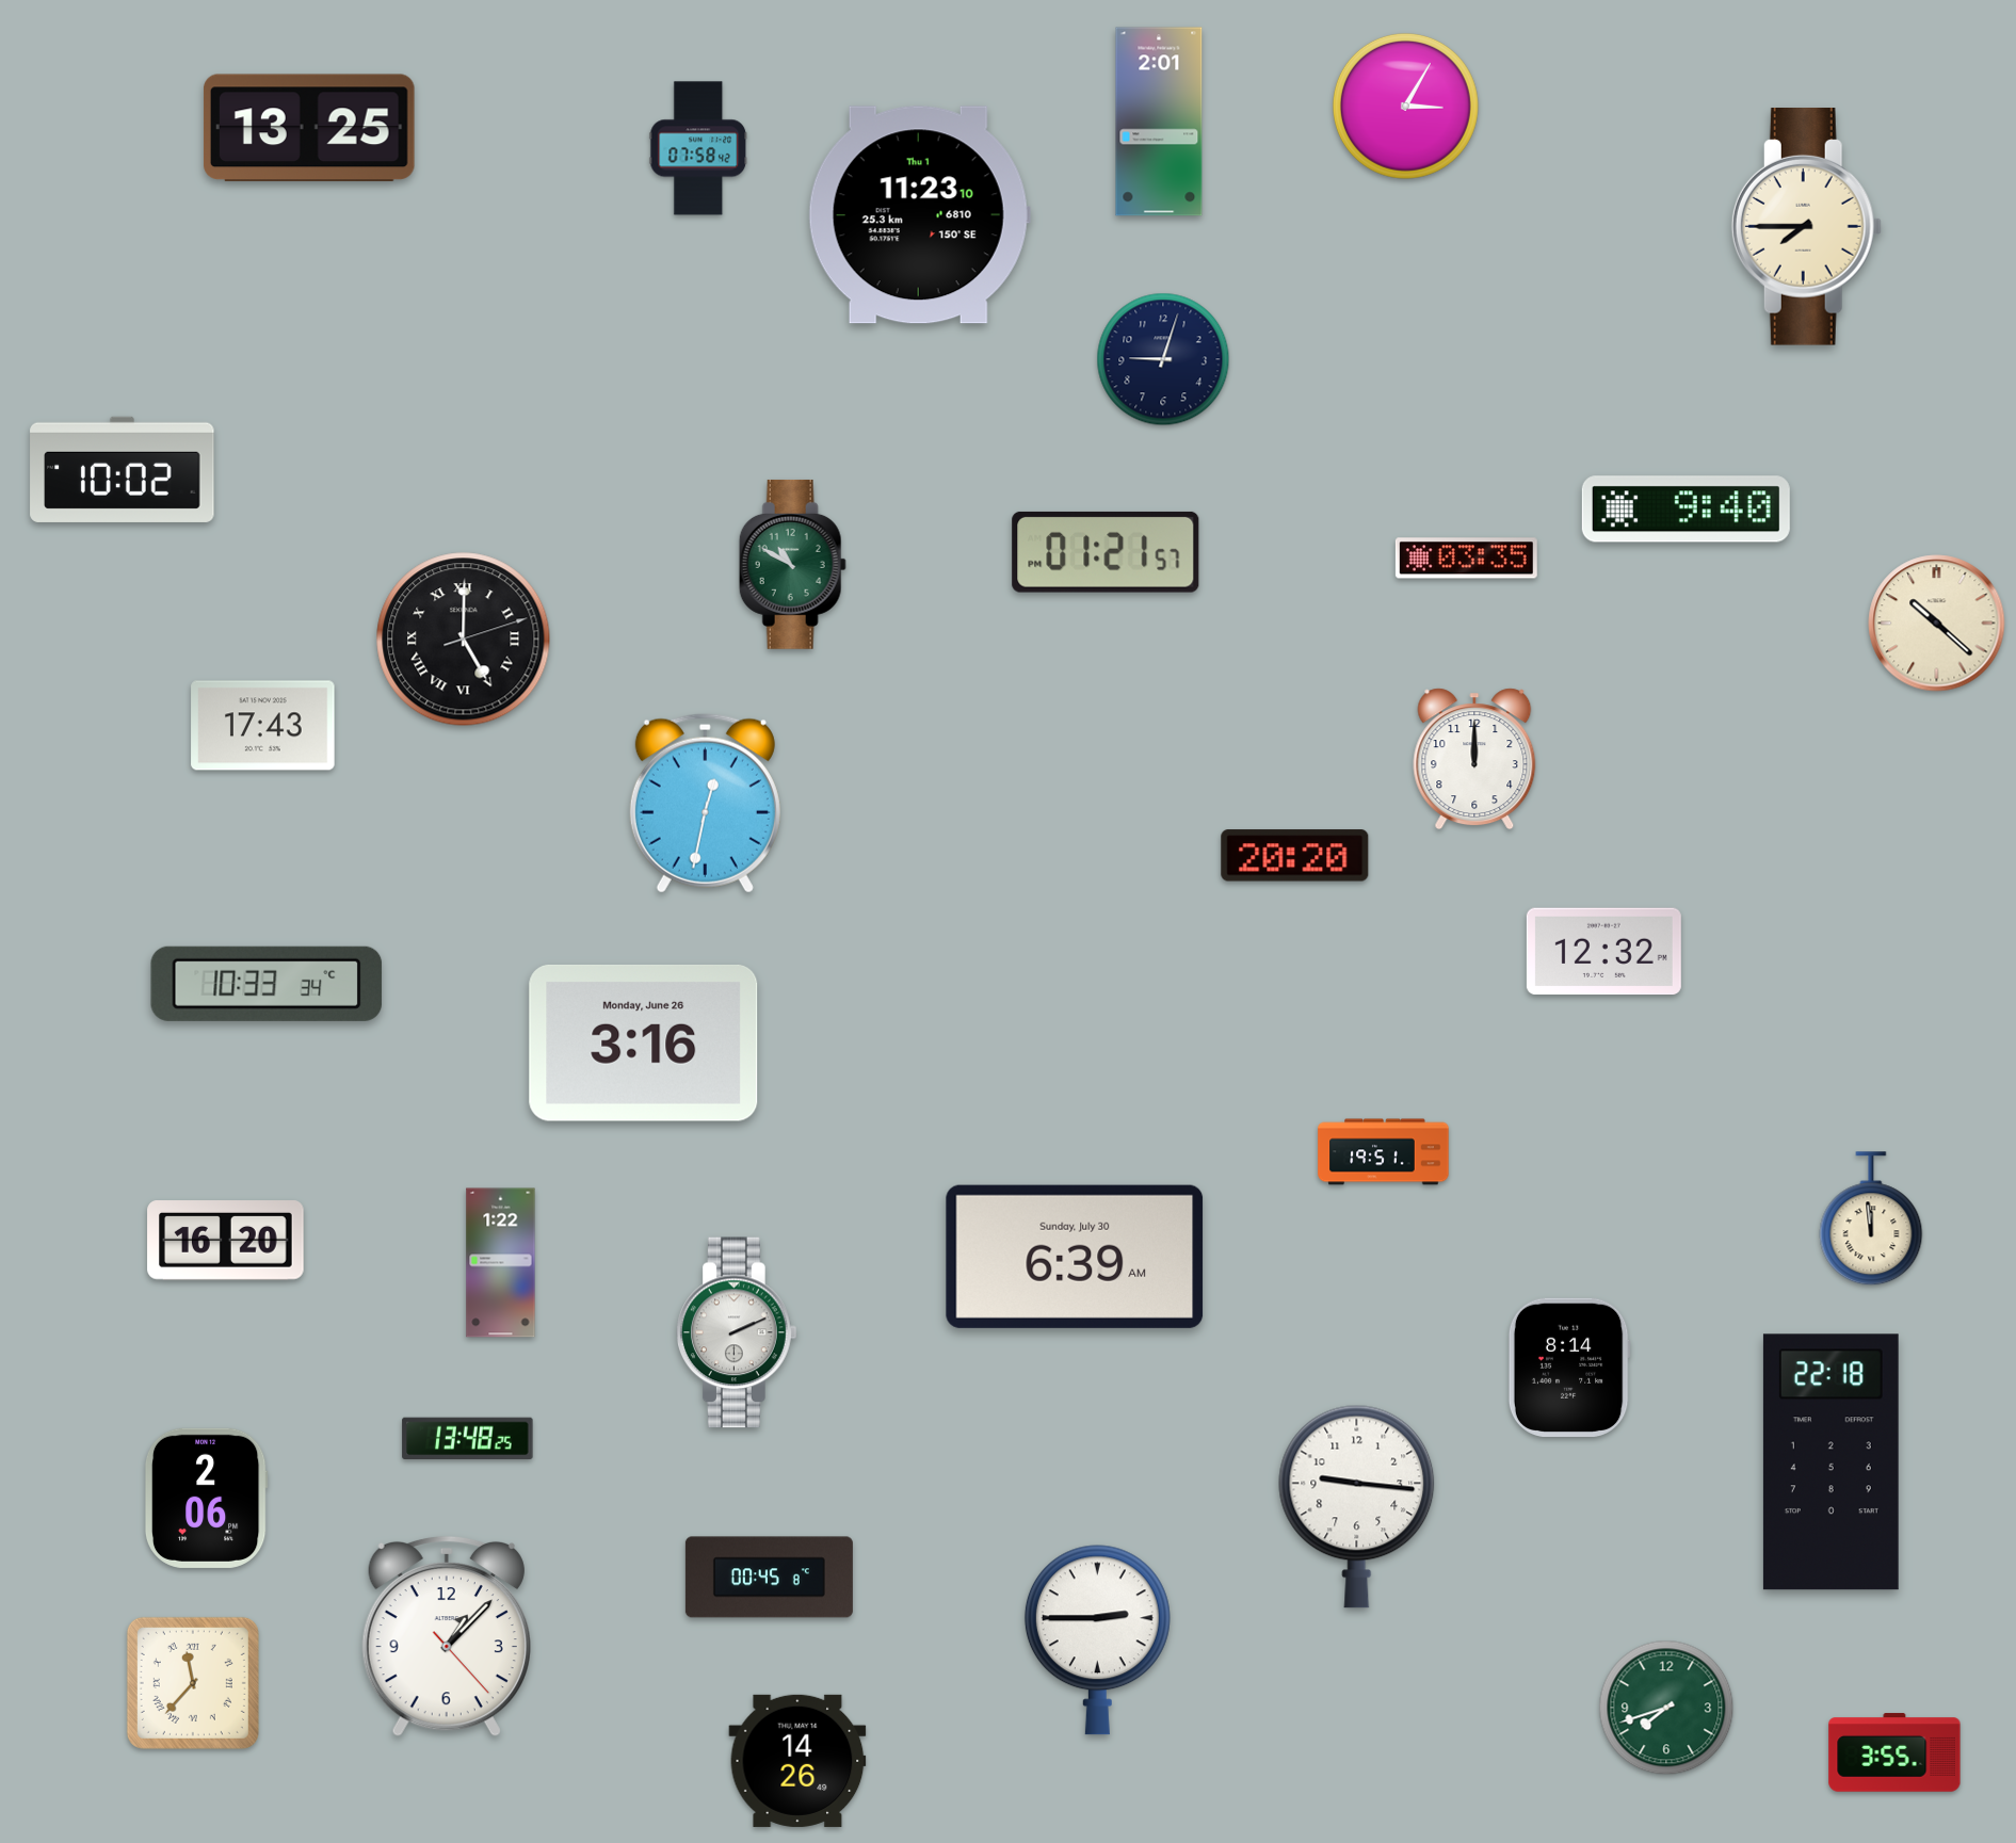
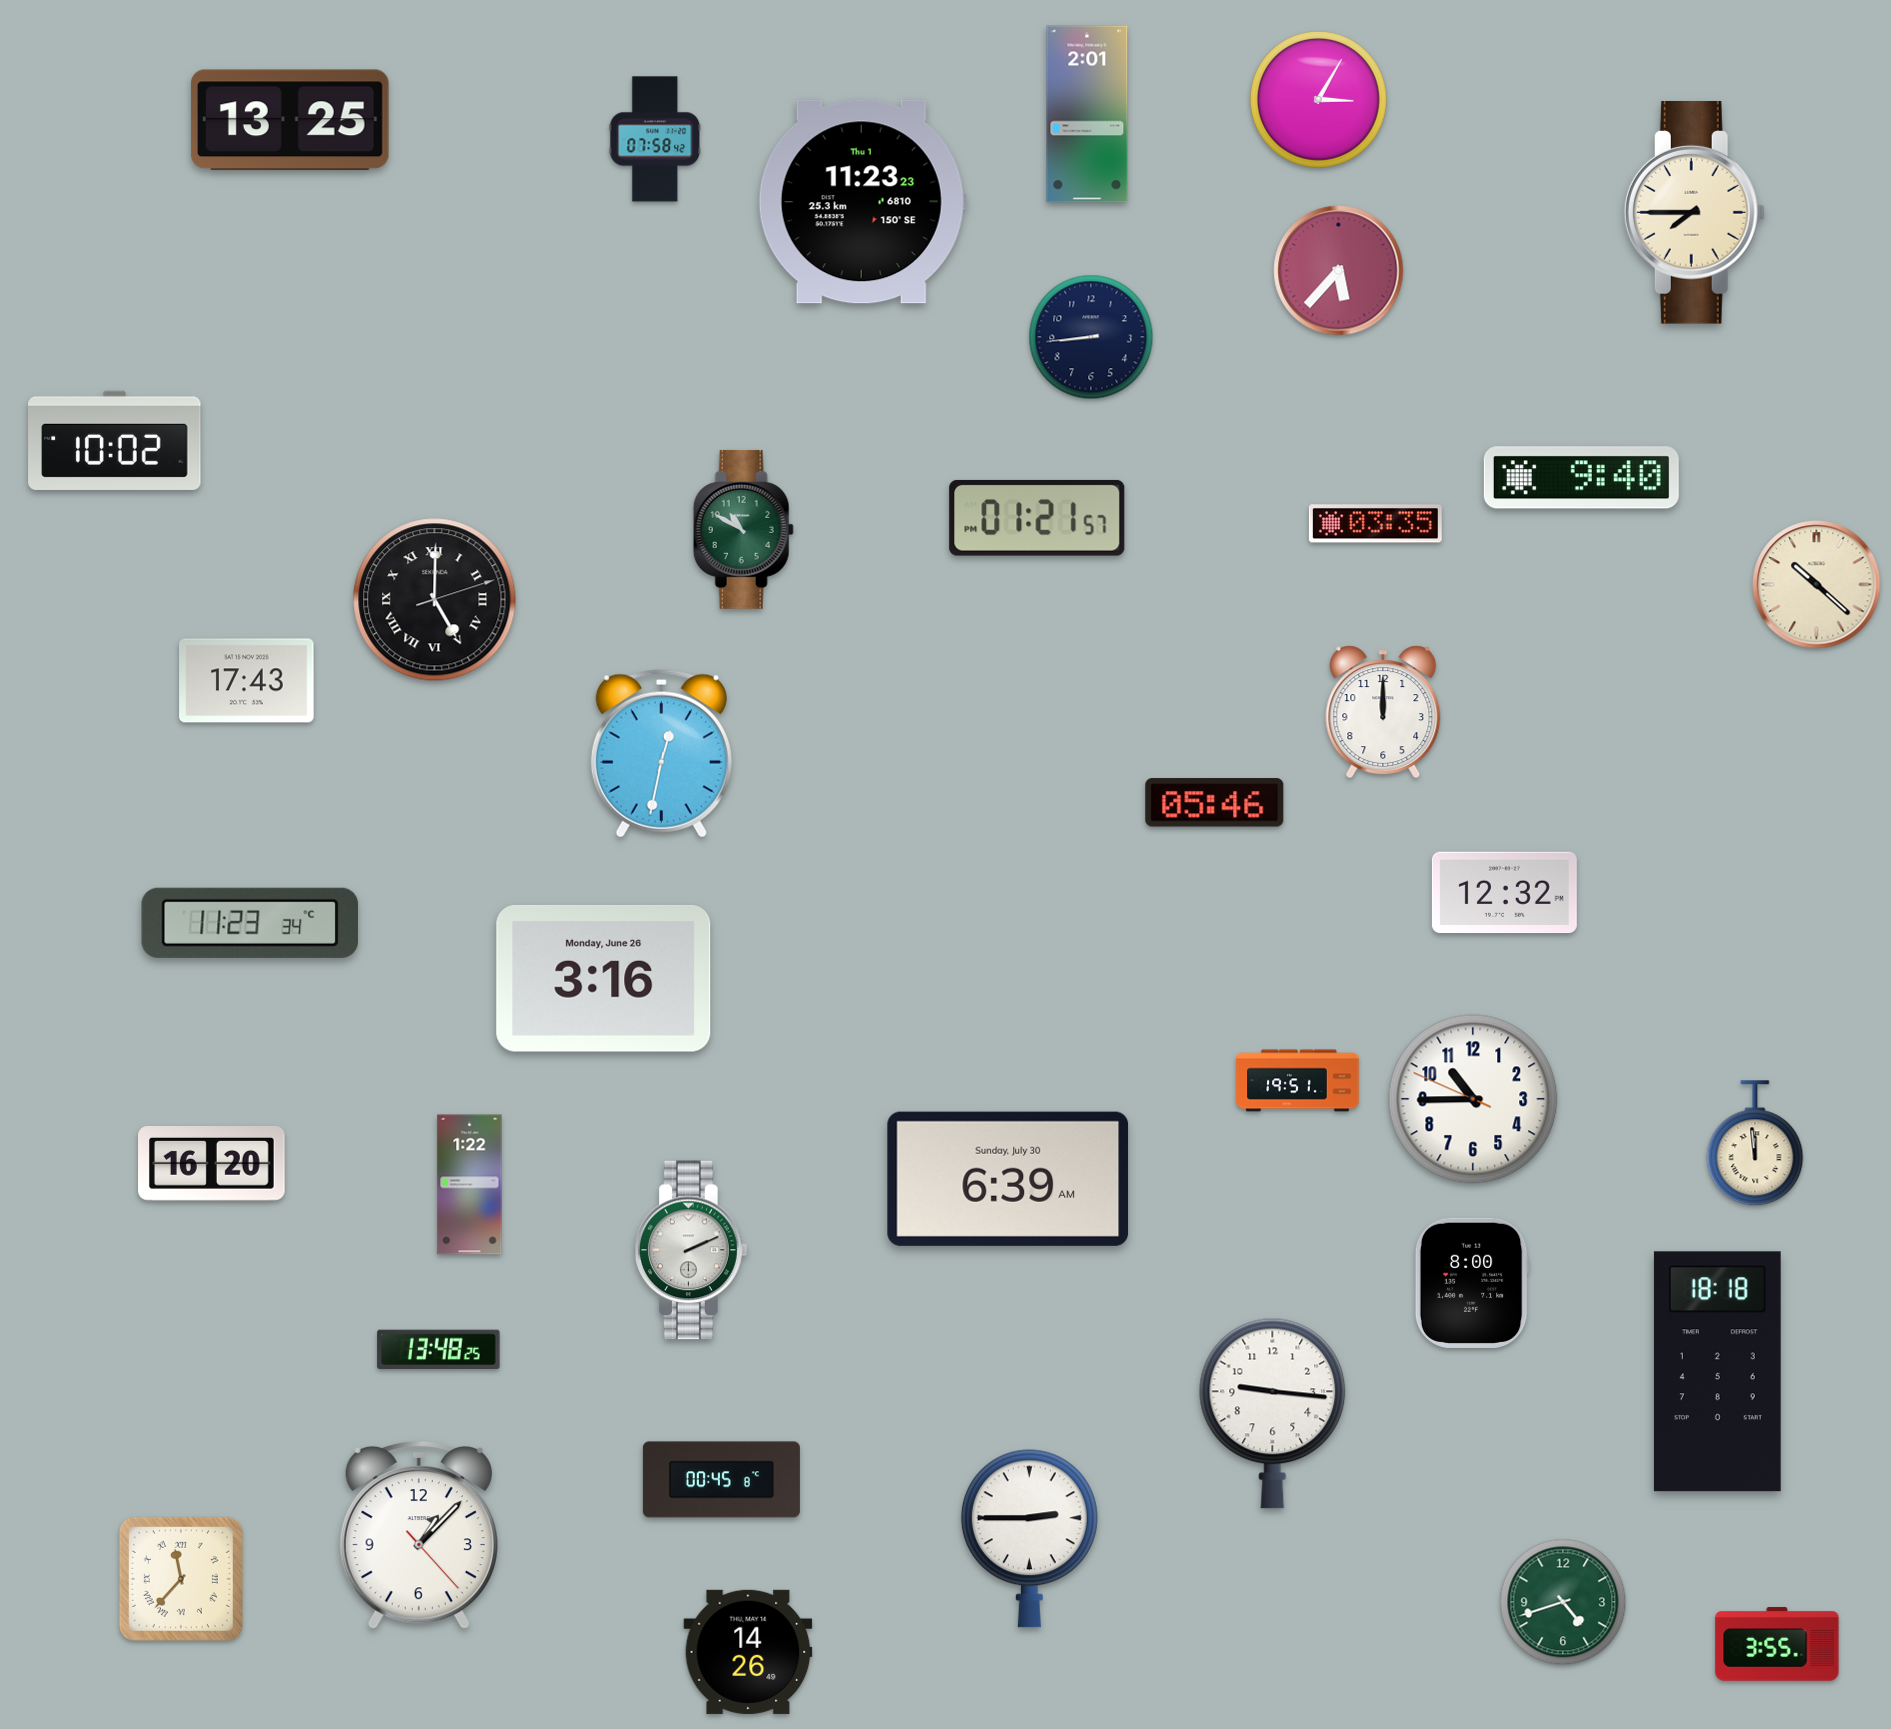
clock at (919, 215): 11:23:10 -> 11:23:23
clock at (1339, 271): none -> 5:37
clock at (1163, 359): 9:03 -> 8:44
clock at (1295, 856): 20:20 -> 05:46
clock at (267, 984): 10:33 -> 11:23
clock at (1473, 1099): none -> 10:44
clock at (1569, 1368): 8:14 -> 8:00
clock at (1830, 1462): 22:18 -> 18:18
clock at (206, 1498): 2:06 -> none
clock at (1666, 1708): 7:42 -> 4:42
